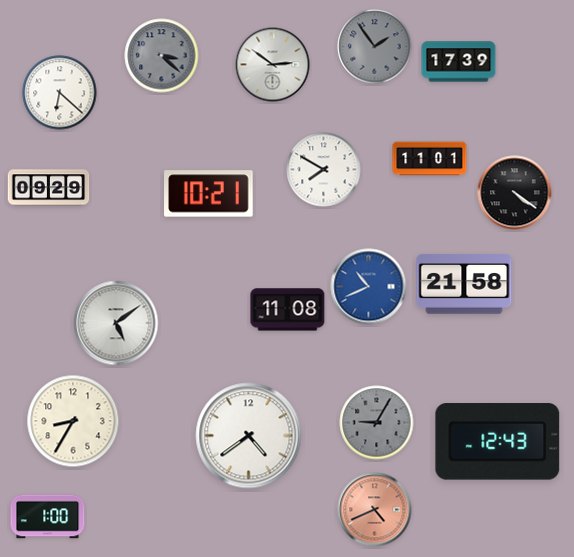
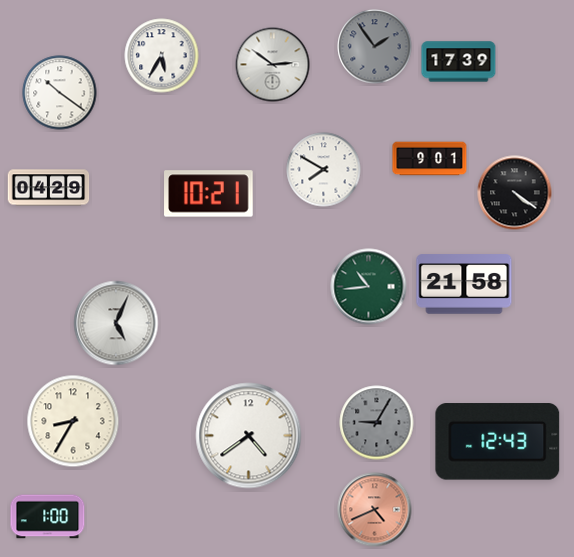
clock at (162, 56): 3:22 -> 5:35
clock at (162, 56) dial: grey -> white
clock at (60, 93): 6:22 -> 10:21
clock at (430, 159): 11:01 -> 9:01
clock at (49, 188): 09:29 -> 04:29
clock at (369, 287): 10:41 -> 10:44
clock at (369, 287) dial: blue -> green
clock at (288, 310): 11:08 -> none
clock at (116, 323): 5:09 -> 5:04
